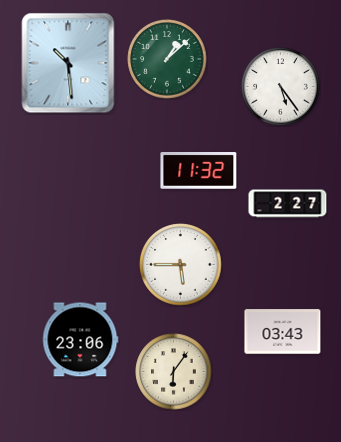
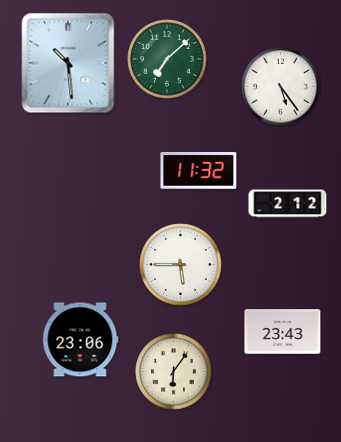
clock at (167, 59): 1:08 -> 7:08
clock at (288, 204): 2:27 -> 2:12
clock at (283, 332): 03:43 -> 23:43
